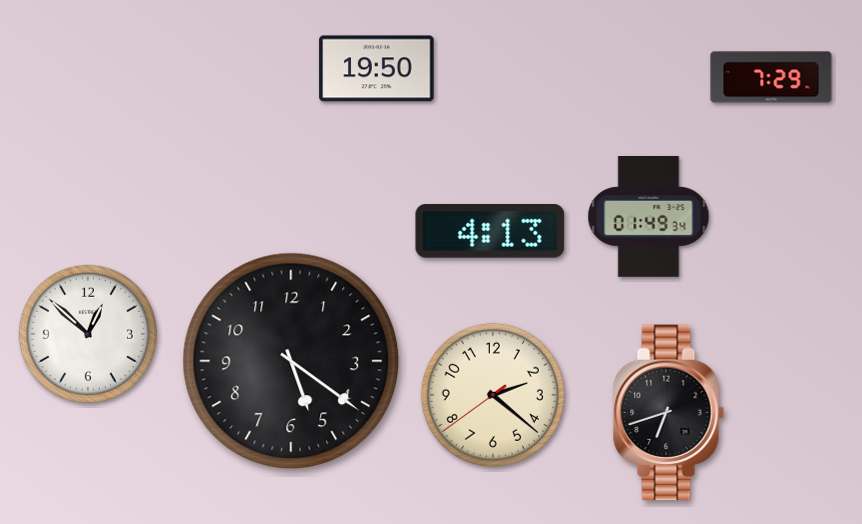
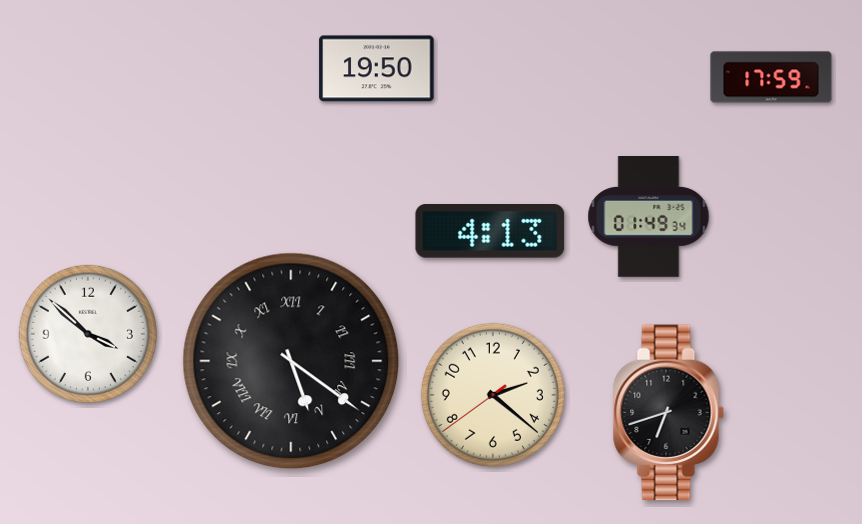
clock at (771, 77): 7:29 -> 17:59
clock at (88, 334): 12:52 -> 3:52
clock at (291, 361) numerals: Arabic -> Roman
